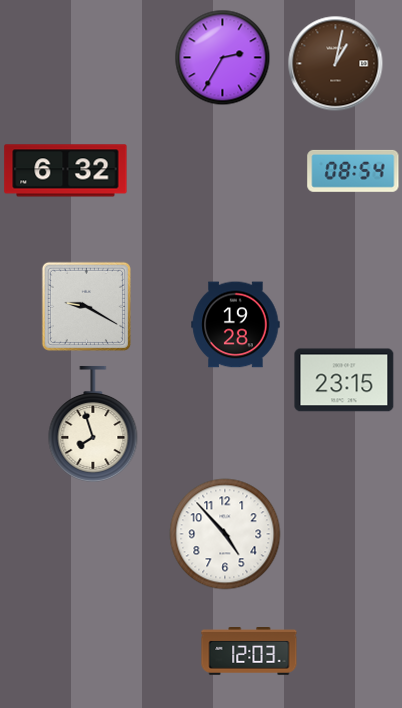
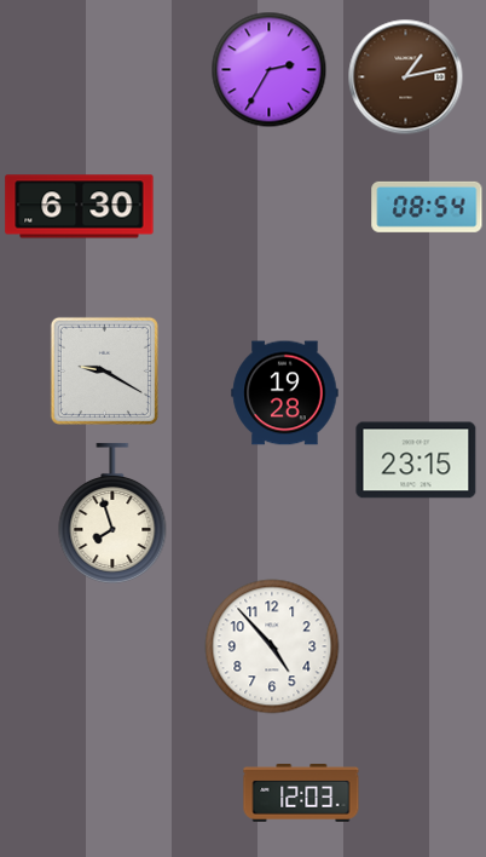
clock at (336, 64): 1:02 -> 1:13
clock at (66, 171): 6:32 -> 6:30
clock at (249, 652) position: (249, 652) -> (301, 794)
